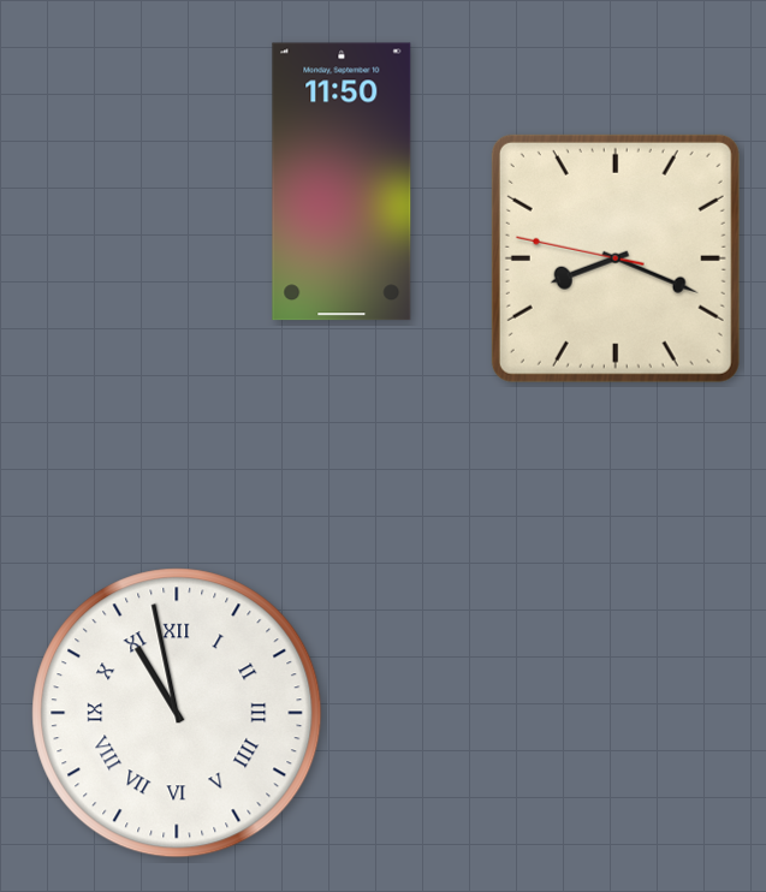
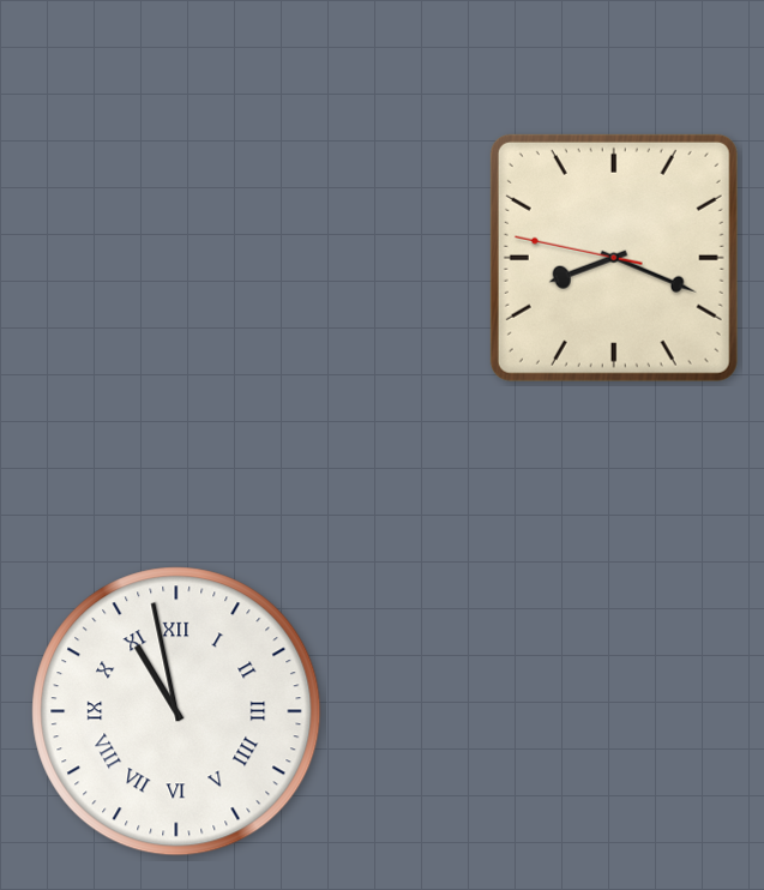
clock at (342, 182): 11:50 -> none
